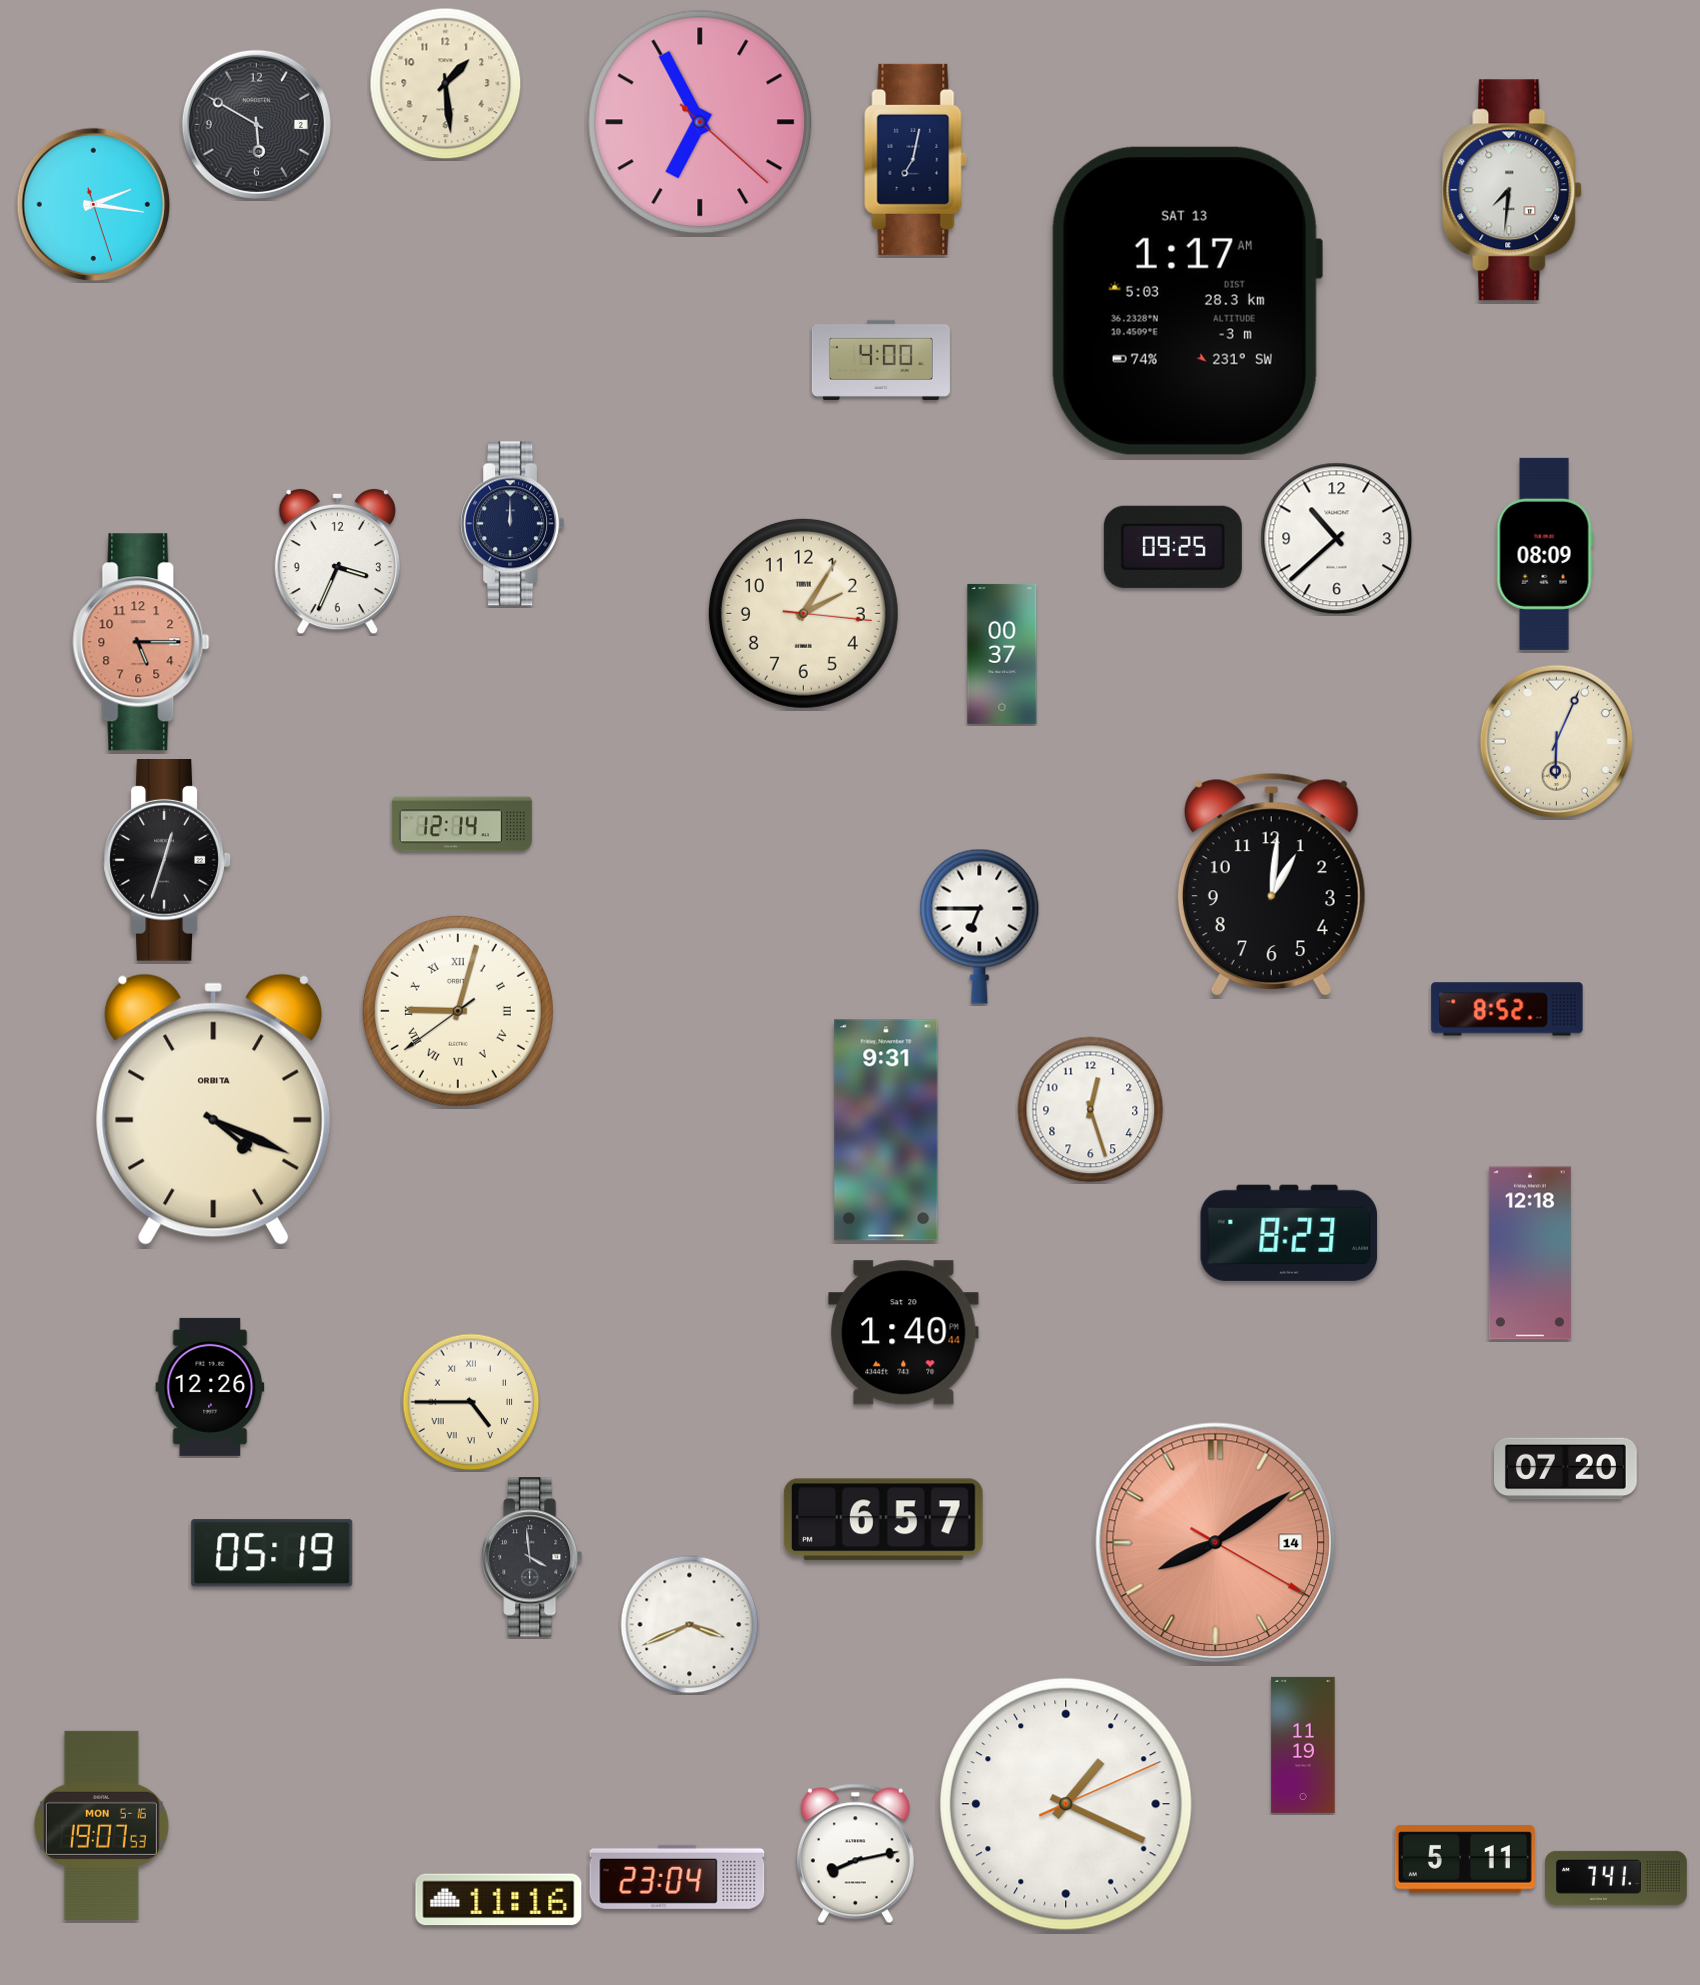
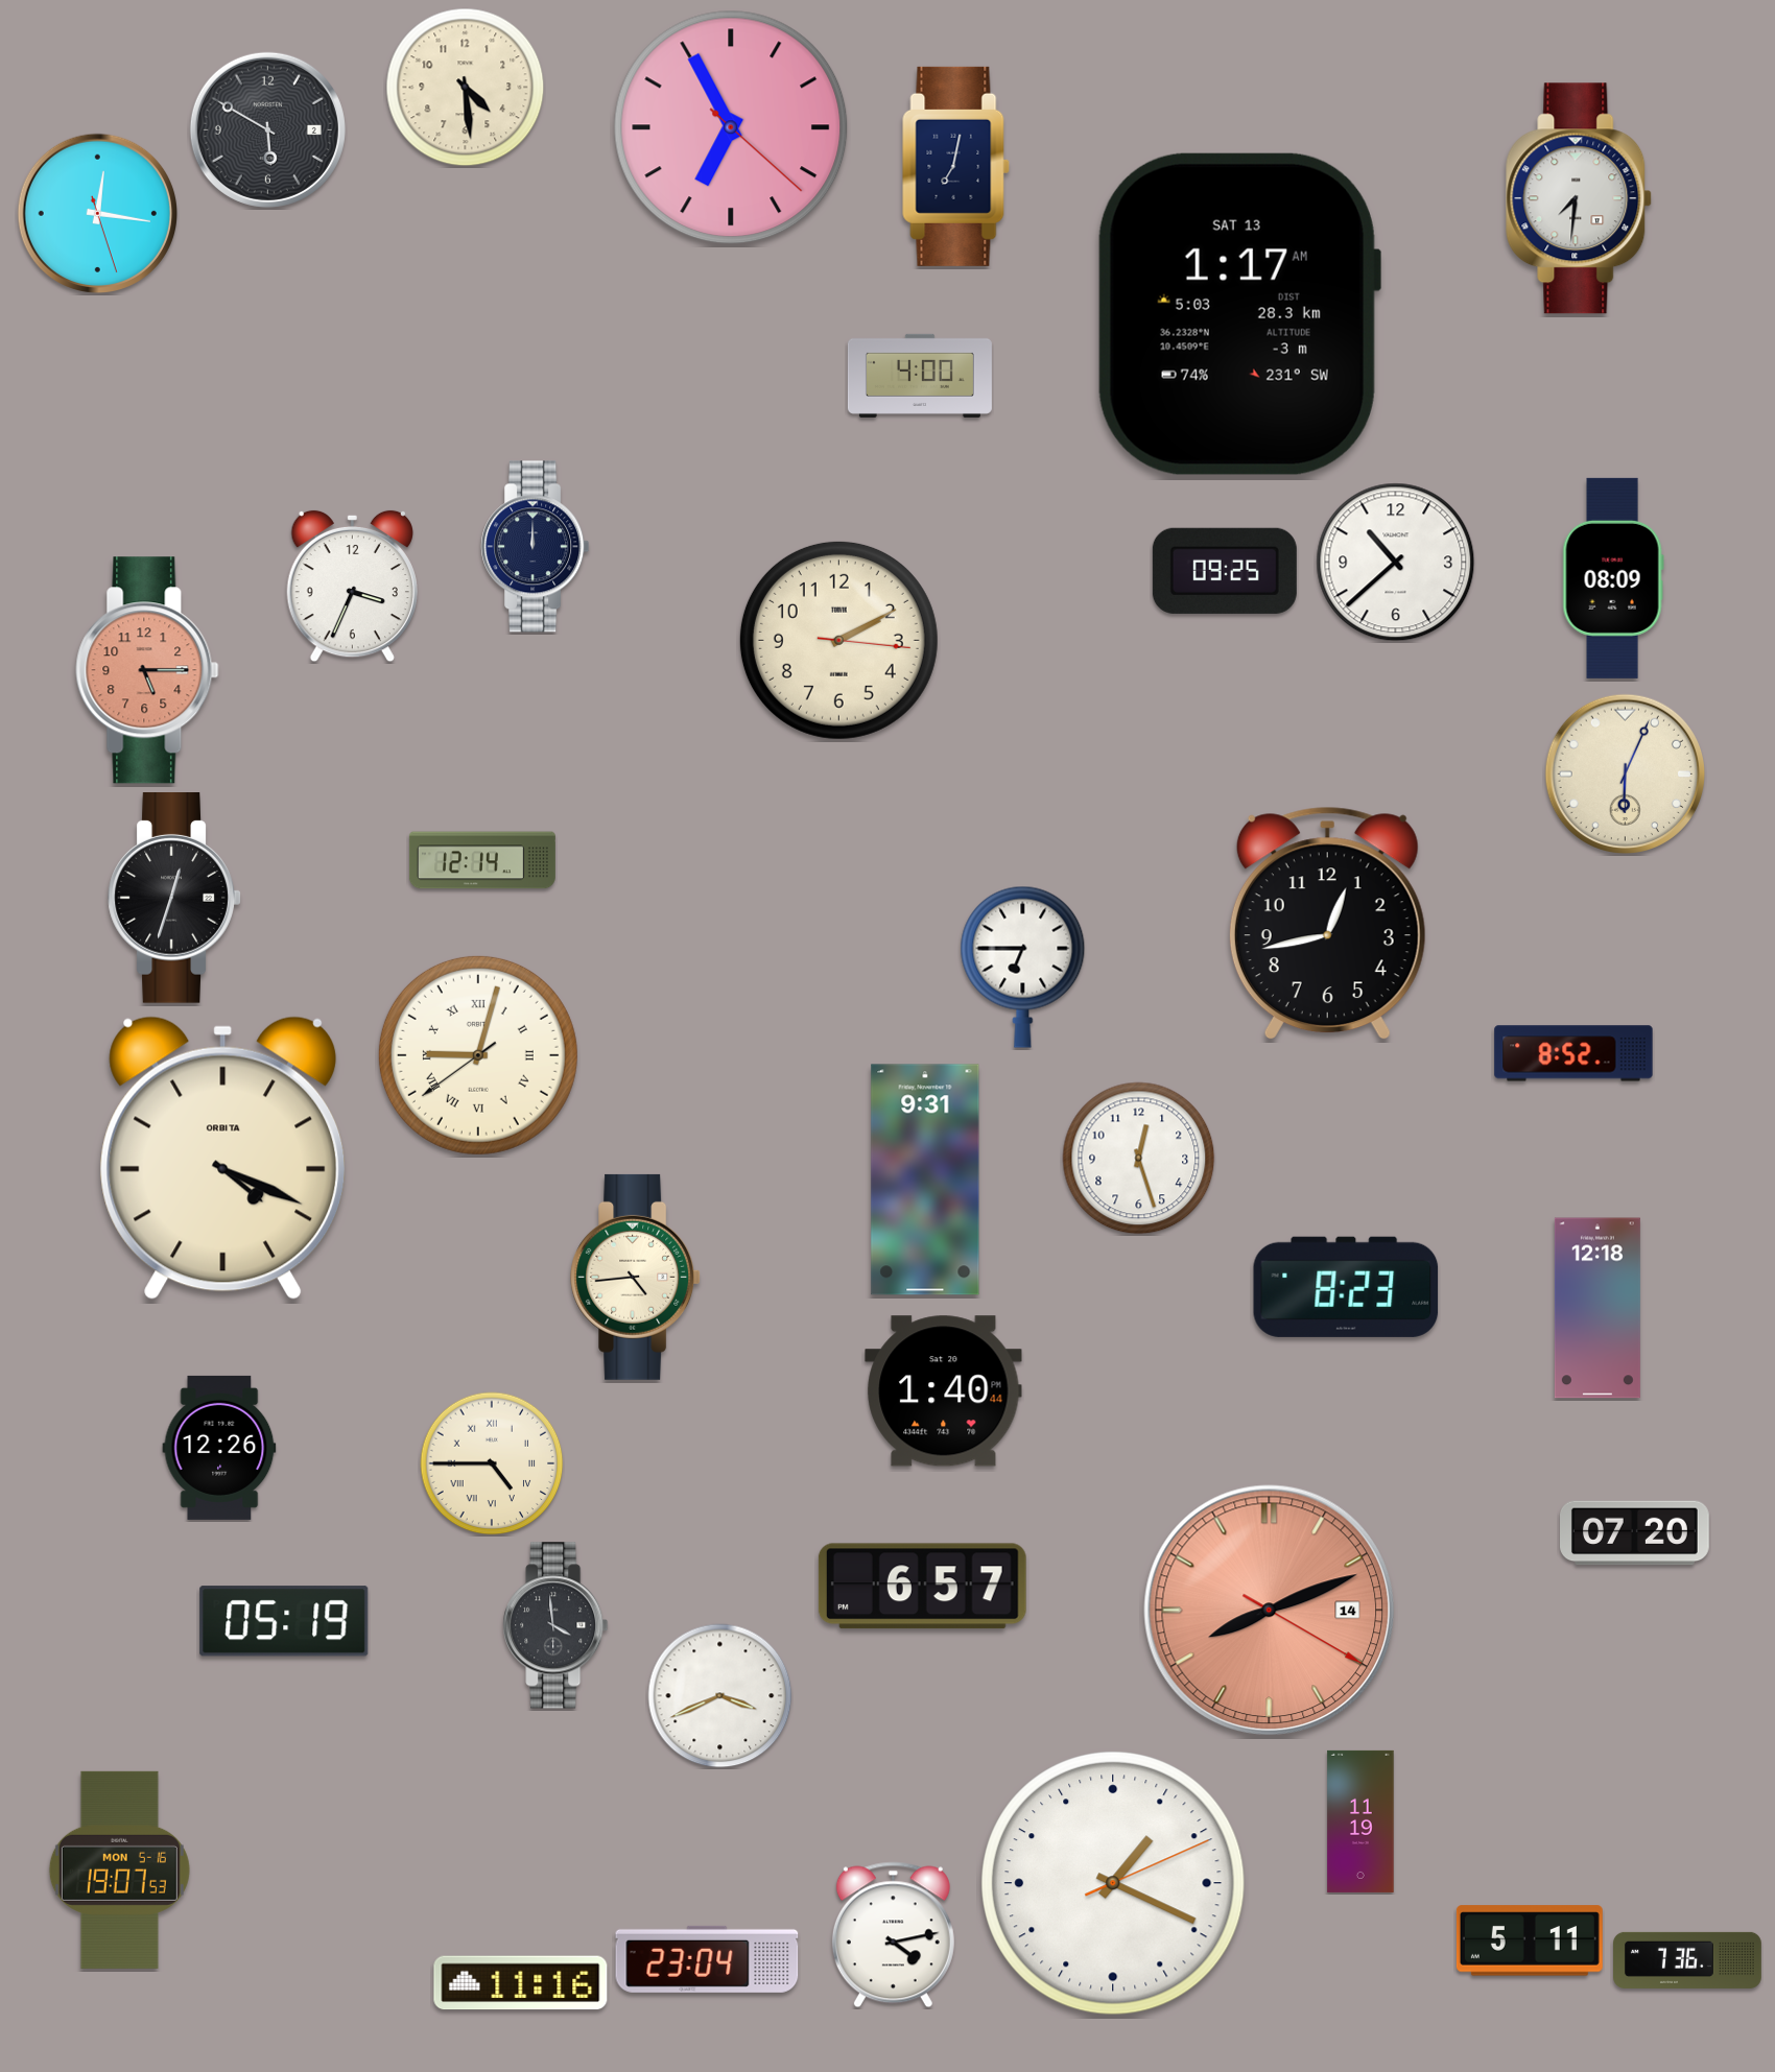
clock at (446, 84): 1:29 -> 4:29
clock at (93, 204): 2:16 -> 12:16
clock at (803, 613): 2:05 -> 2:10
clock at (1002, 654): 00:37 -> none
clock at (1271, 885): 1:01 -> 12:43
clock at (636, 1277): none -> 4:44
clock at (1216, 1543): 8:09 -> 8:11
clock at (101, 1825) position: (101, 1825) -> (119, 1869)
clock at (855, 1854): 8:13 -> 4:13
clock at (1617, 1878): 7:41 -> 7:36
